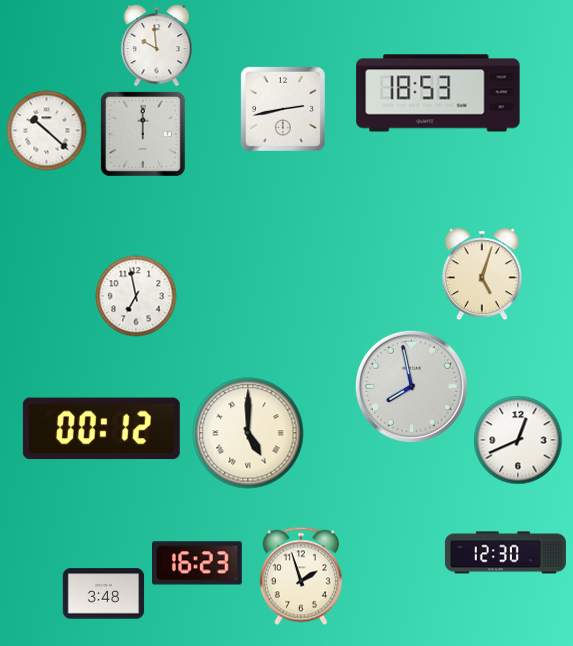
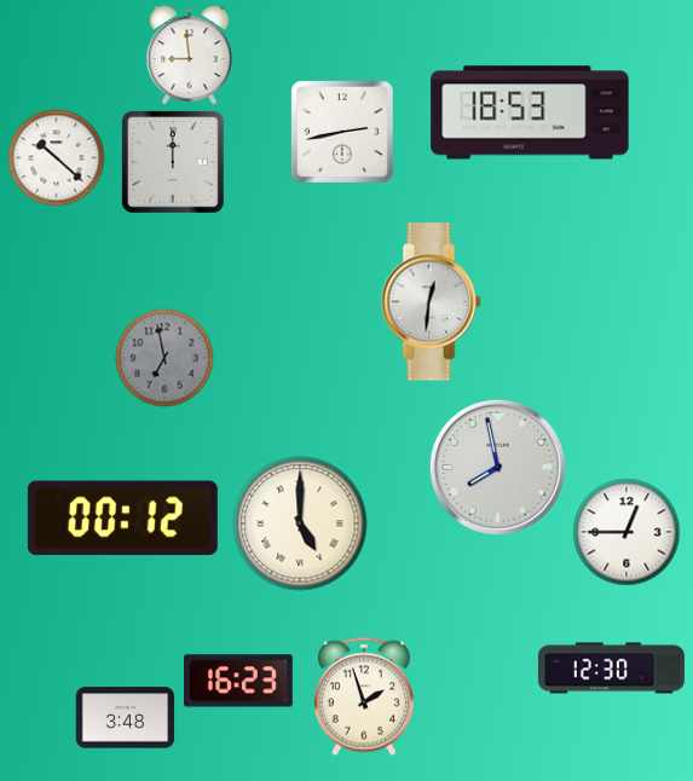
clock at (157, 46): 9:59 -> 8:59
clock at (431, 302): none -> 12:31
clock at (482, 274): 5:03 -> none
clock at (136, 296) dial: white -> grey
clock at (518, 440): 12:41 -> 12:45
